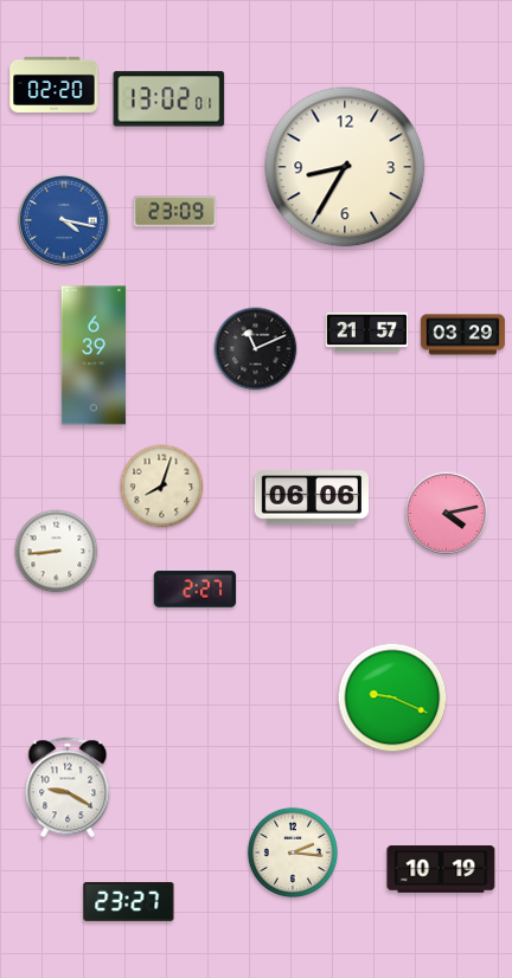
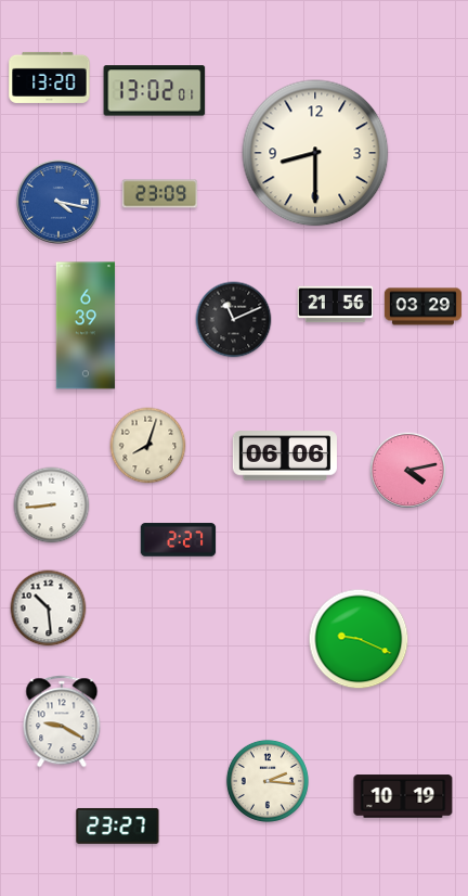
clock at (55, 84): 02:20 -> 13:20
clock at (345, 167): 8:35 -> 8:30
clock at (367, 333): 21:57 -> 21:56
clock at (49, 609): none -> 10:29
